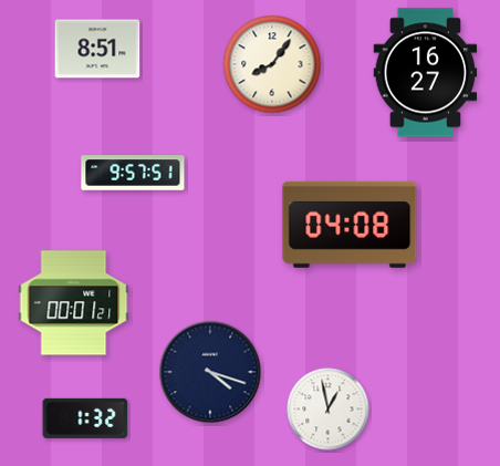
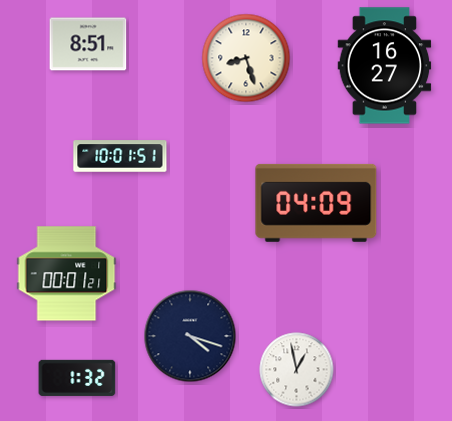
clock at (272, 64): 8:06 -> 8:27
clock at (133, 173): 9:57 -> 10:01
clock at (350, 225): 04:08 -> 04:09
